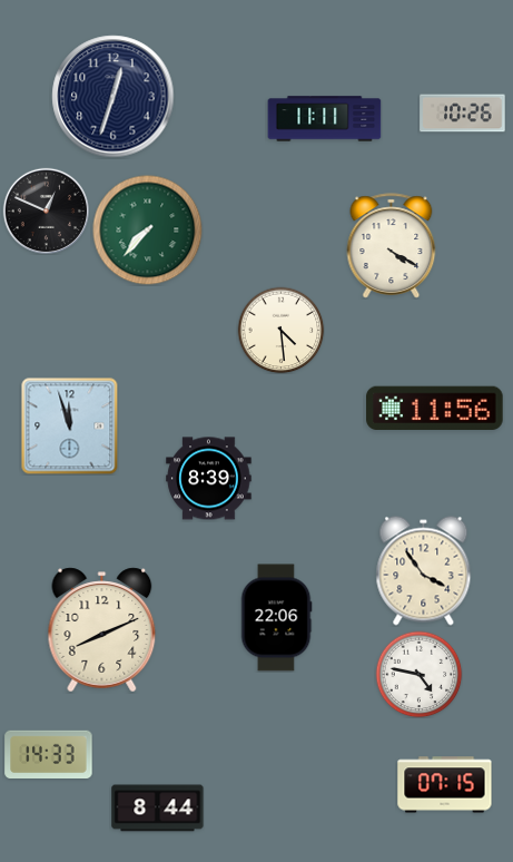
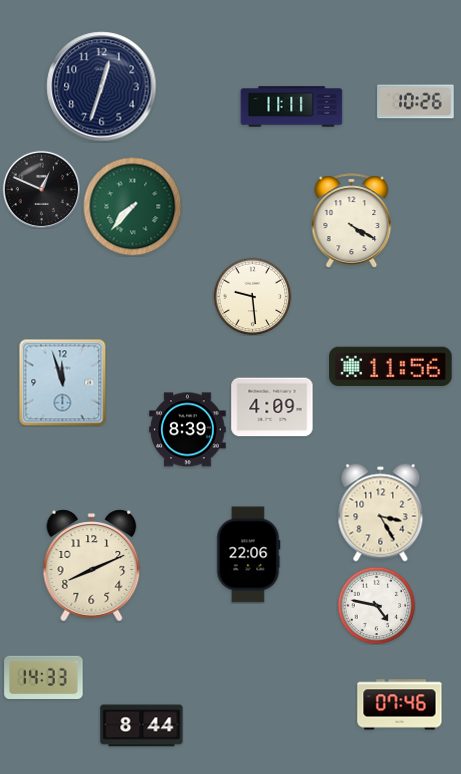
clock at (280, 330): 4:29 -> 9:29
clock at (272, 407): none -> 4:09
clock at (424, 571): 3:54 -> 3:25
clock at (445, 785): 07:15 -> 07:46
